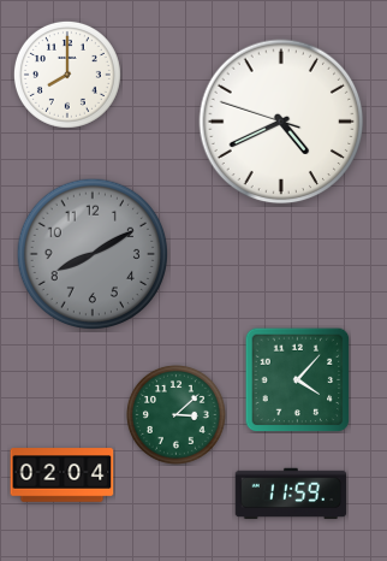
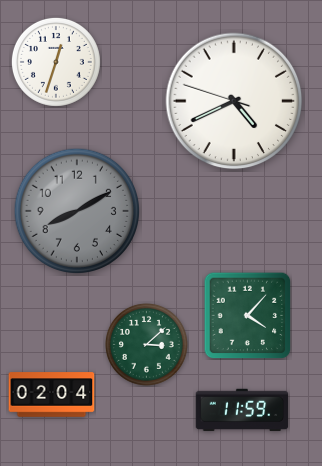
clock at (67, 75): 8:00 -> 12:33
